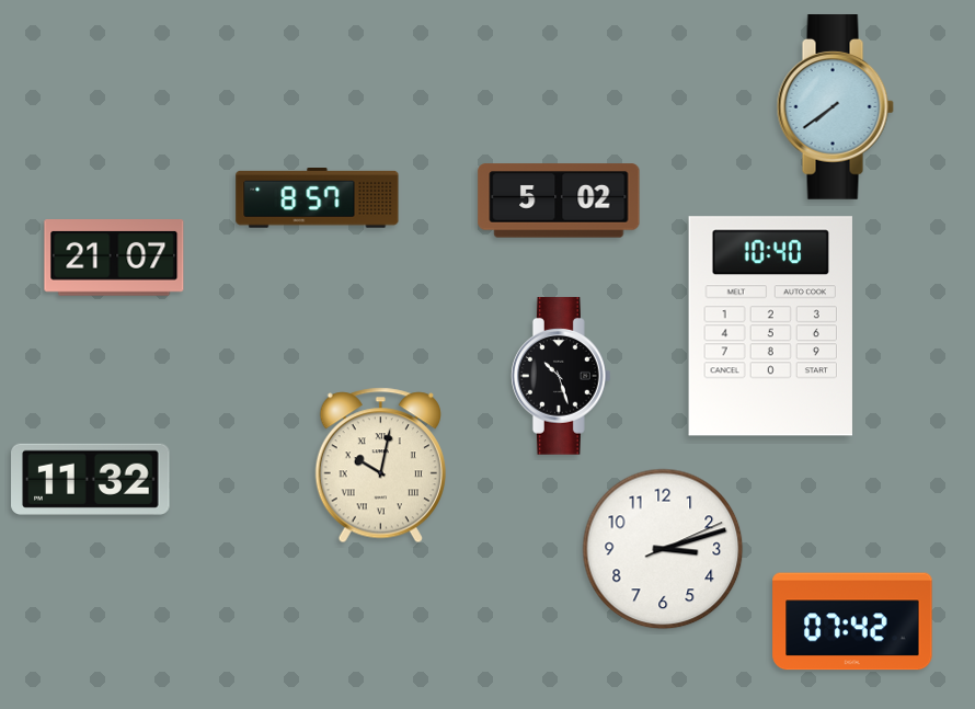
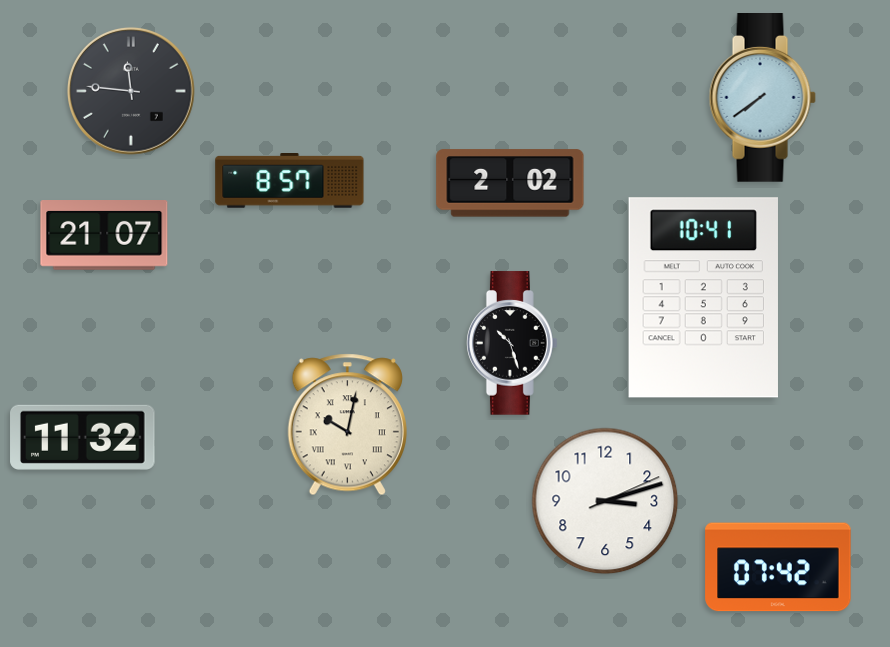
clock at (131, 91): none -> 11:46
clock at (559, 201): 5:02 -> 2:02
clock at (770, 327): 10:40 -> 10:41
